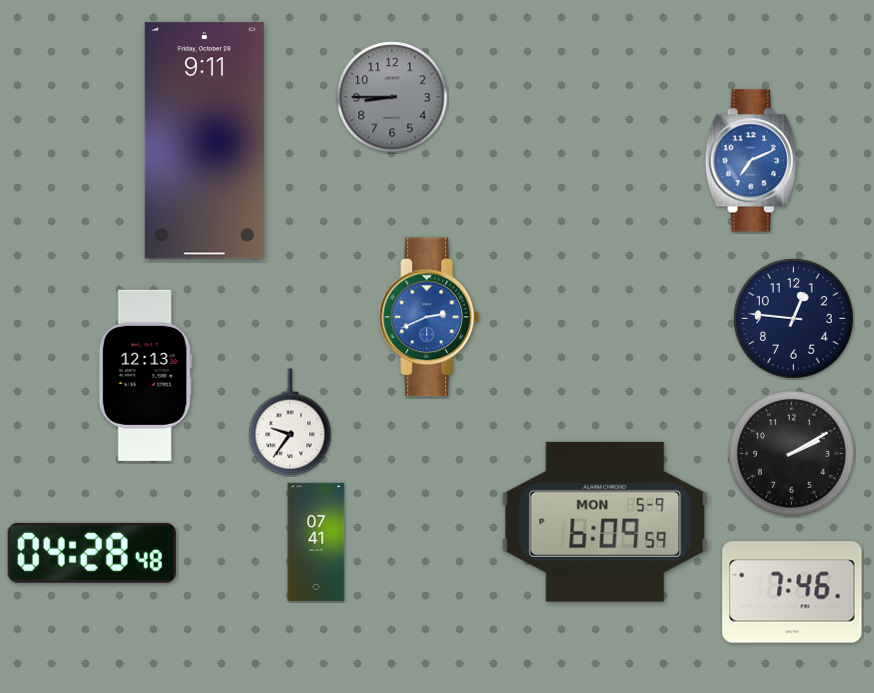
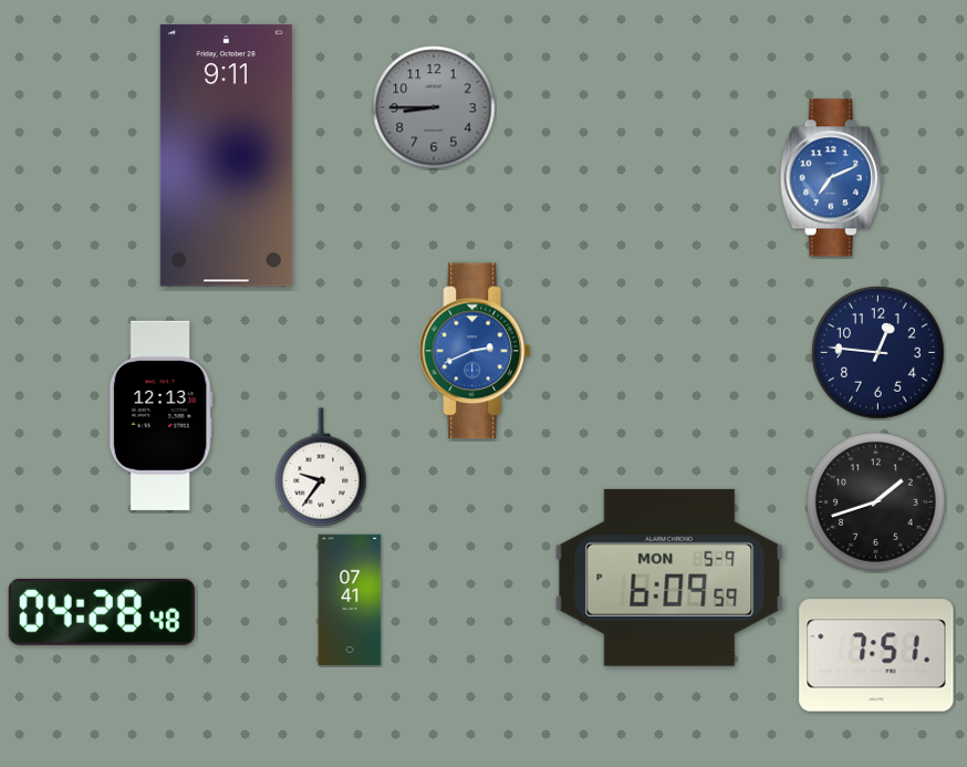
clock at (792, 454): 2:10 -> 1:42
clock at (792, 592): 7:46 -> 7:51
